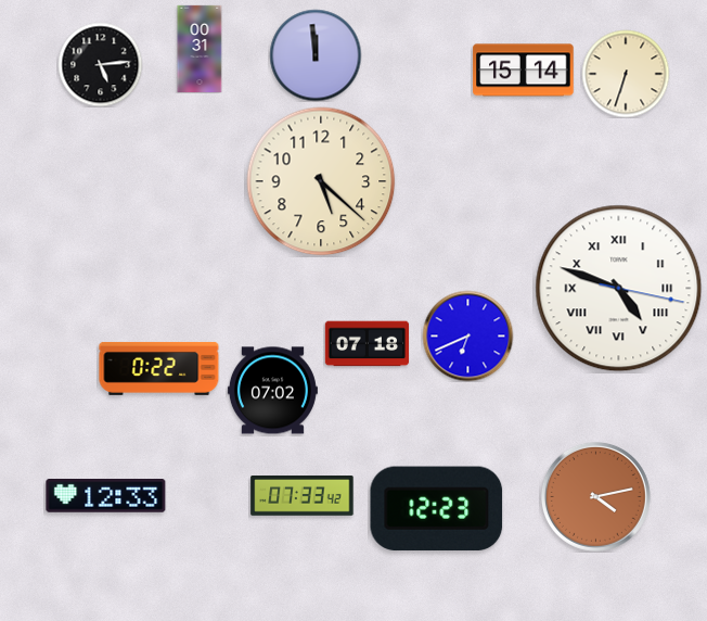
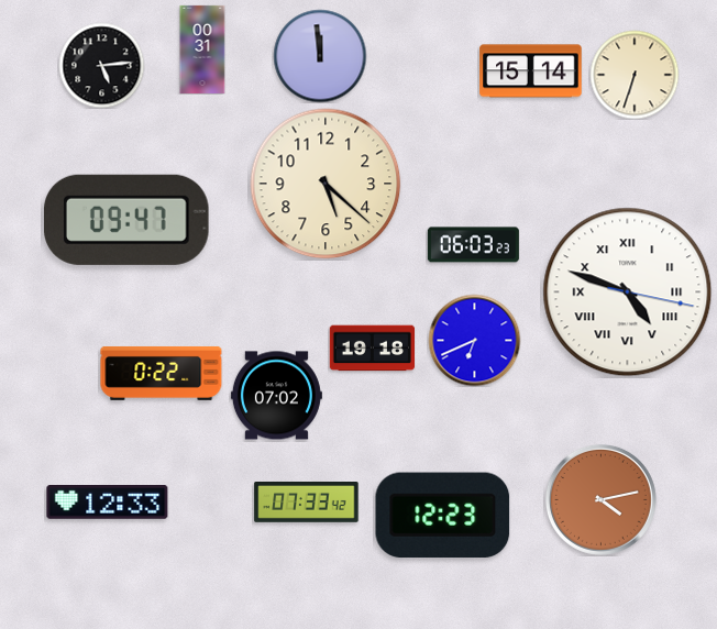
clock at (128, 220): none -> 09:47
clock at (473, 245): none -> 06:03
clock at (367, 344): 07:18 -> 19:18
clock at (595, 496) position: (595, 496) -> (600, 499)
